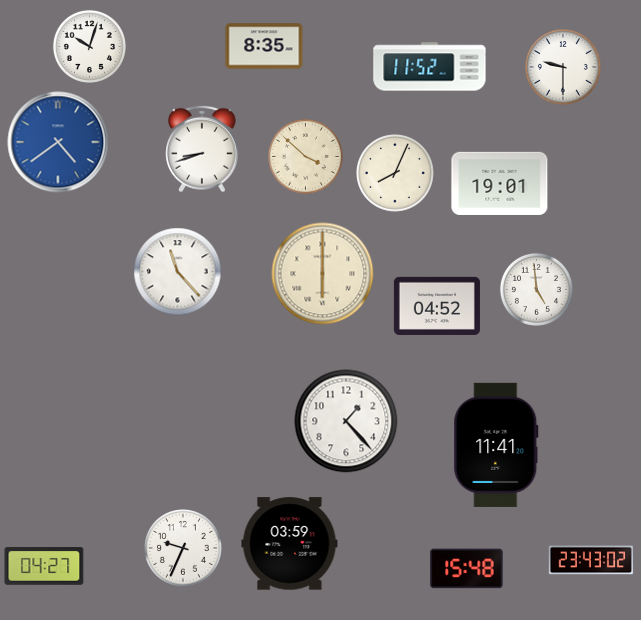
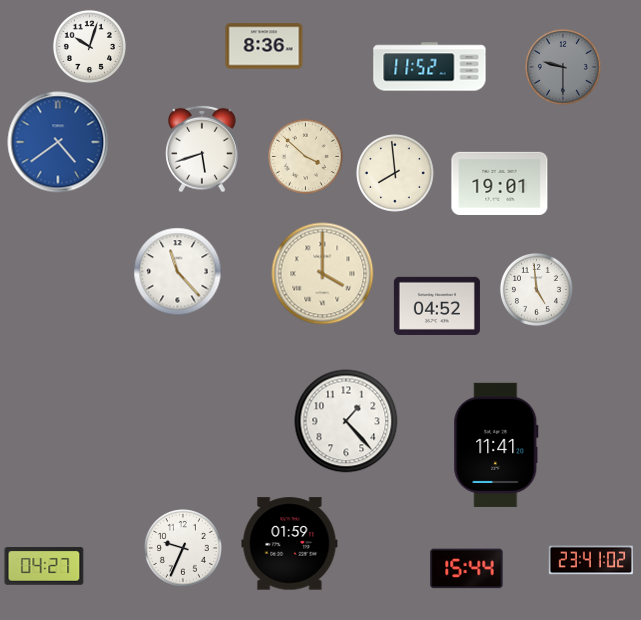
clock at (264, 46): 8:35 -> 8:36
clock at (563, 67) dial: white -> grey
clock at (202, 149): 8:42 -> 5:42
clock at (396, 174): 8:04 -> 7:59
clock at (323, 274): 6:00 -> 4:00
clock at (290, 544): 03:59 -> 01:59
clock at (591, 560): 23:43 -> 23:41
clock at (467, 569): 15:48 -> 15:44
